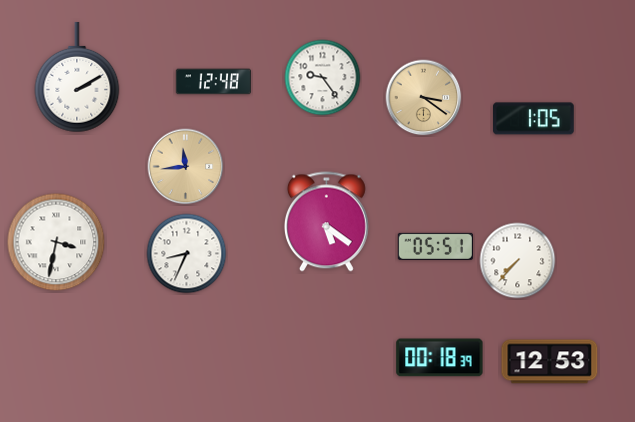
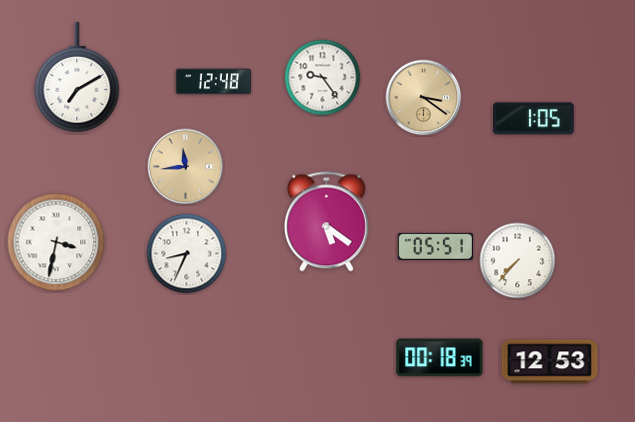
clock at (77, 77): 2:10 -> 7:10
